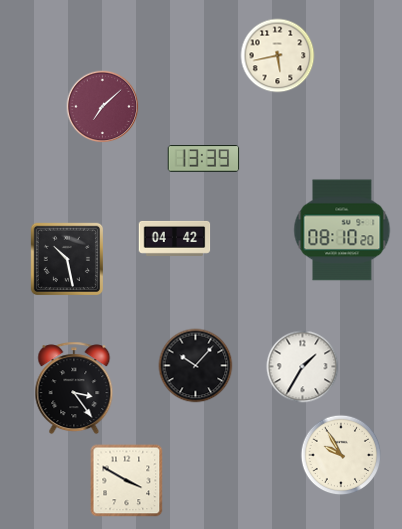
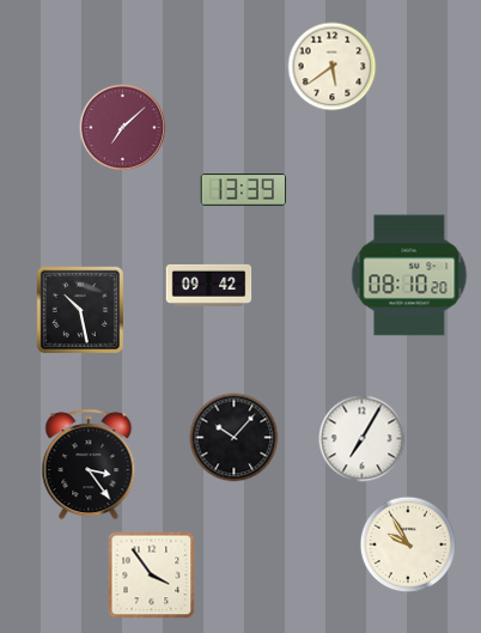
clock at (278, 56): 5:43 -> 5:39
clock at (175, 238): 04:42 -> 09:42
clock at (303, 367): 1:35 -> 7:05
clock at (127, 481): 3:50 -> 3:54
